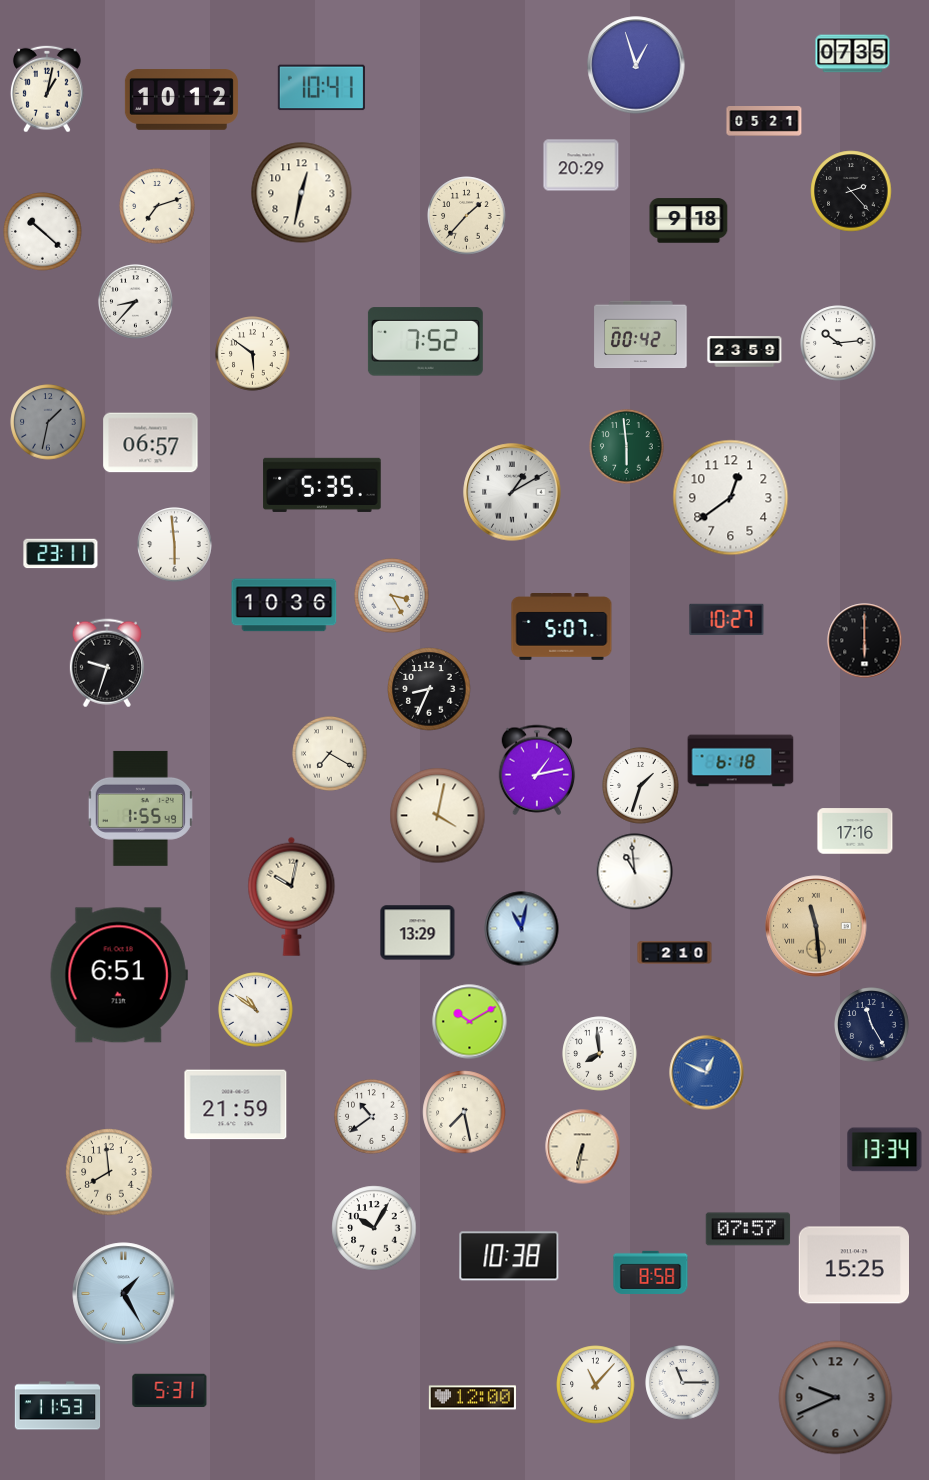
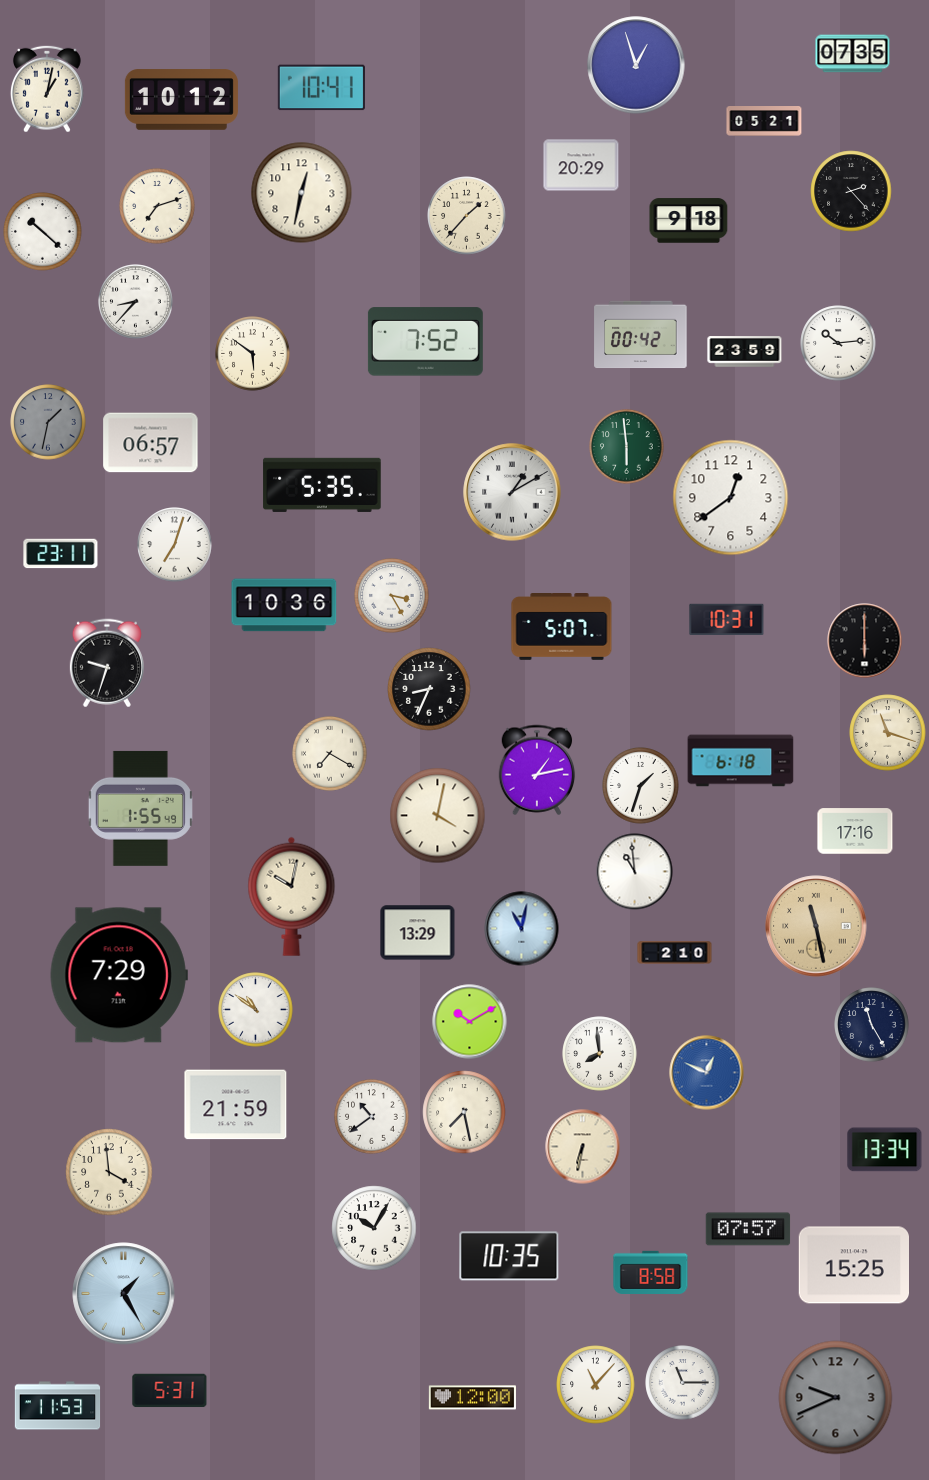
clock at (175, 545): 5:59 -> 7:03
clock at (727, 619): 10:27 -> 10:31
clock at (888, 733): none -> 11:18
clock at (816, 926): 11:29 -> 11:28
clock at (119, 975): 6:51 -> 7:29
clock at (109, 1172): 7:59 -> 3:59
clock at (509, 1256): 10:38 -> 10:35
